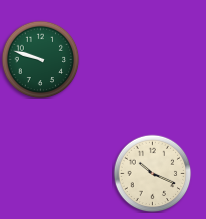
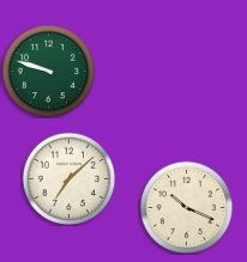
clock at (68, 178): none -> 7:08
clock at (152, 173) position: (152, 173) -> (186, 207)
